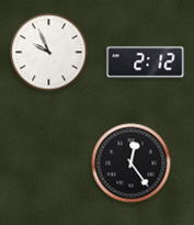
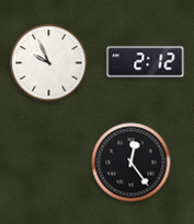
clock at (49, 53) position: (49, 53) -> (49, 63)
